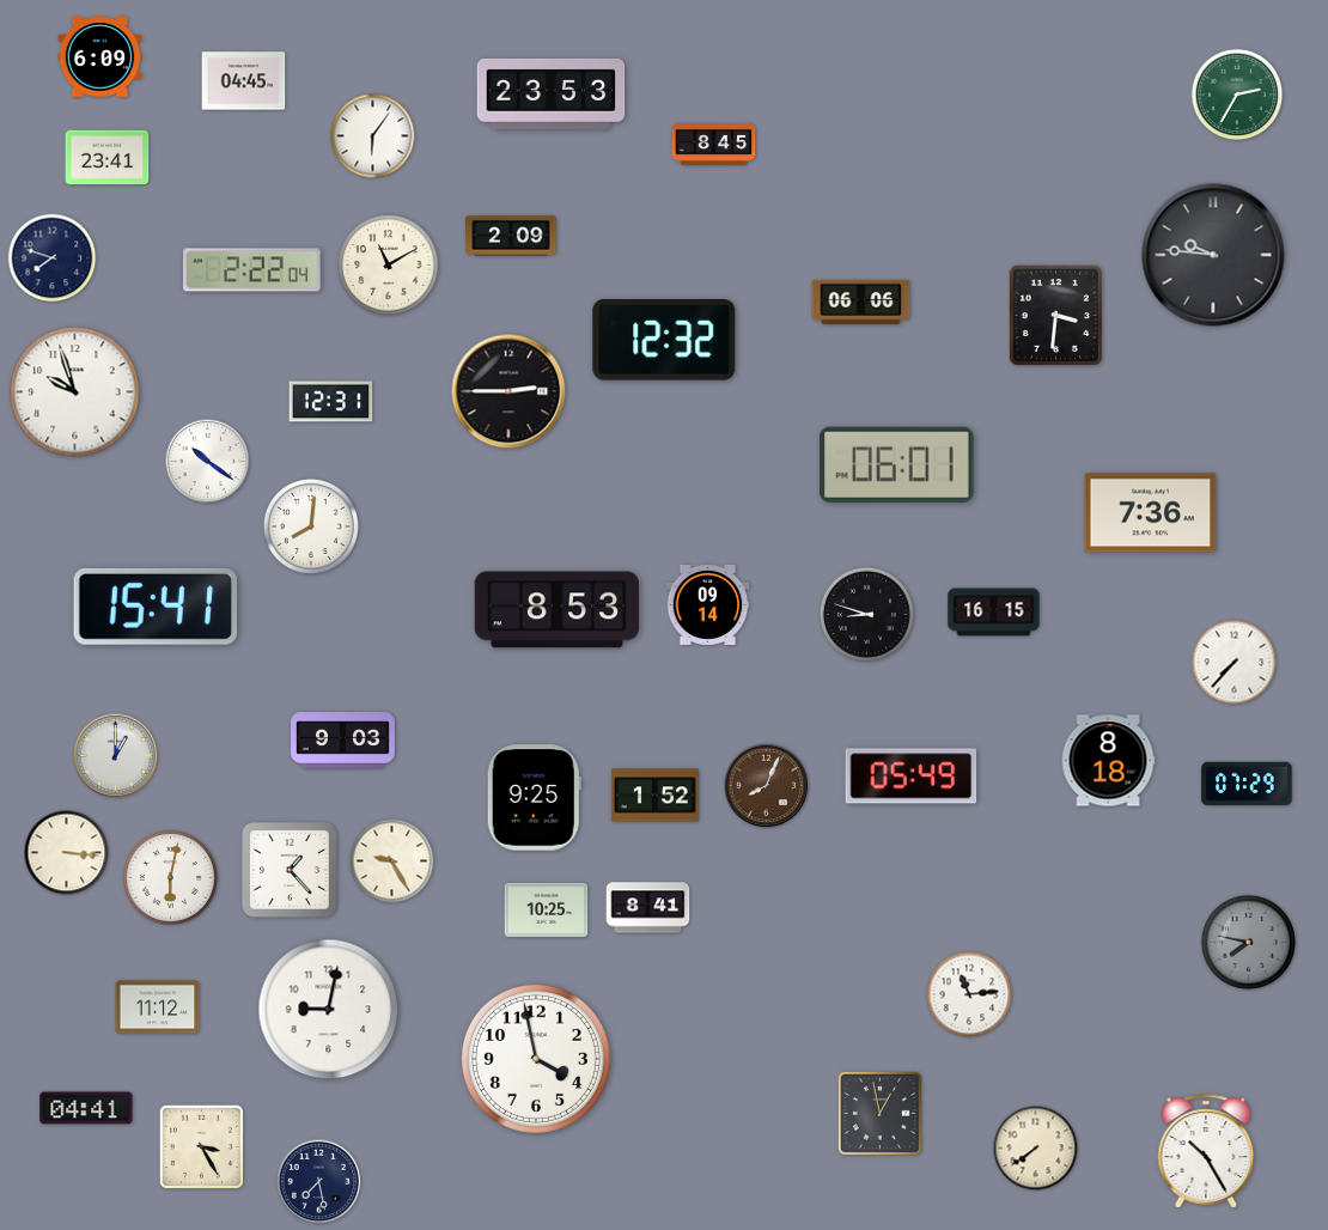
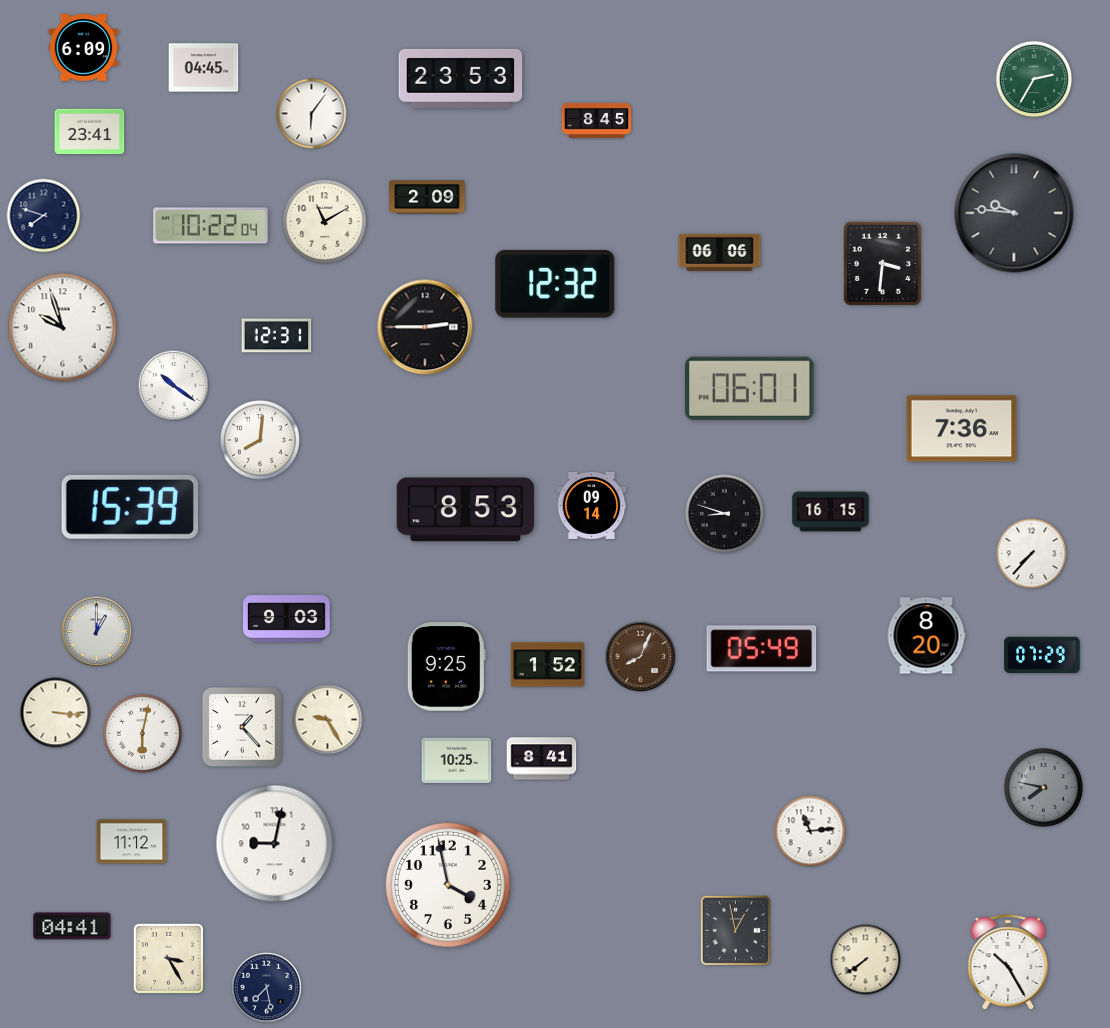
clock at (252, 270): 2:22 -> 10:22
clock at (154, 607): 15:41 -> 15:39
clock at (1108, 761): 8:18 -> 8:20
